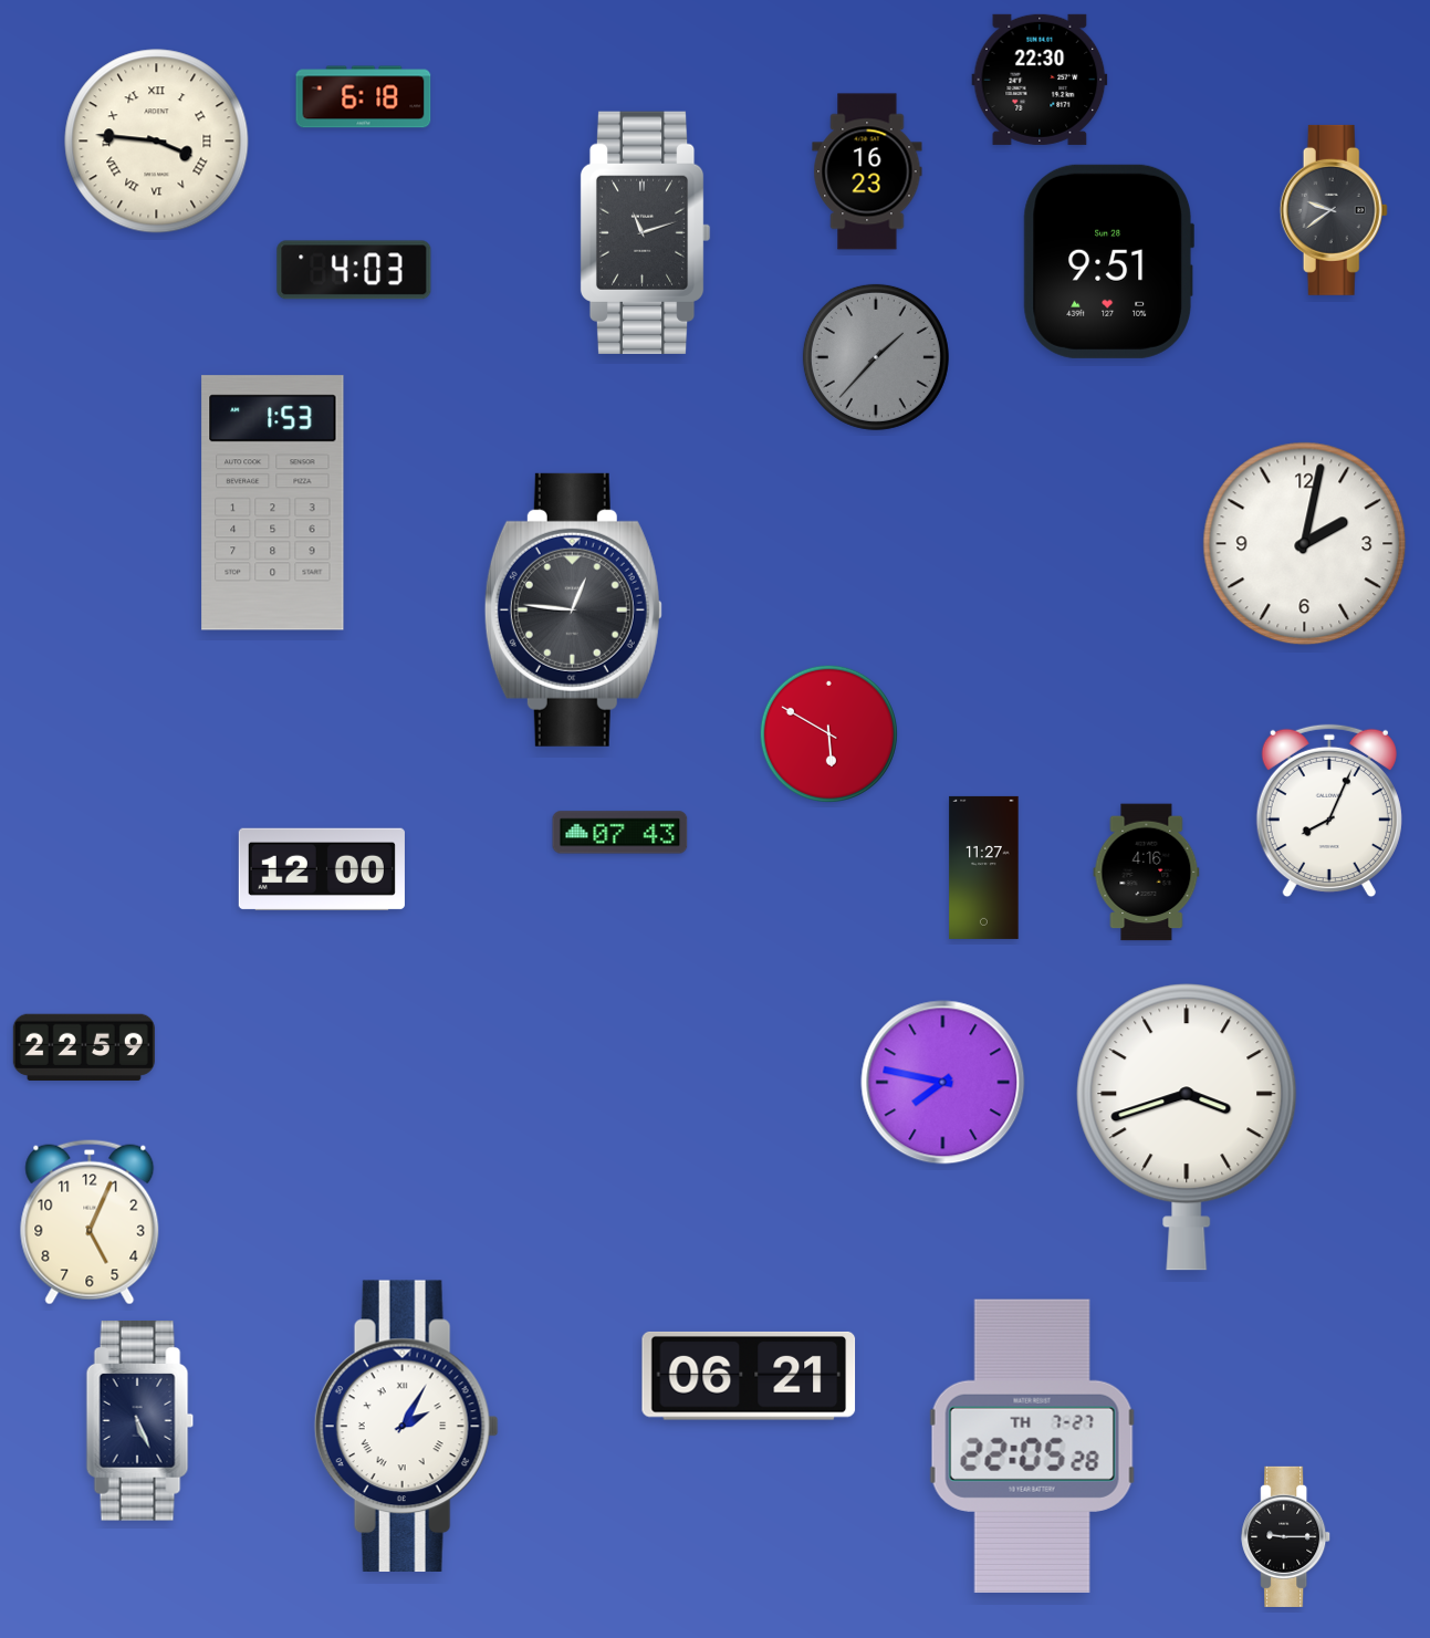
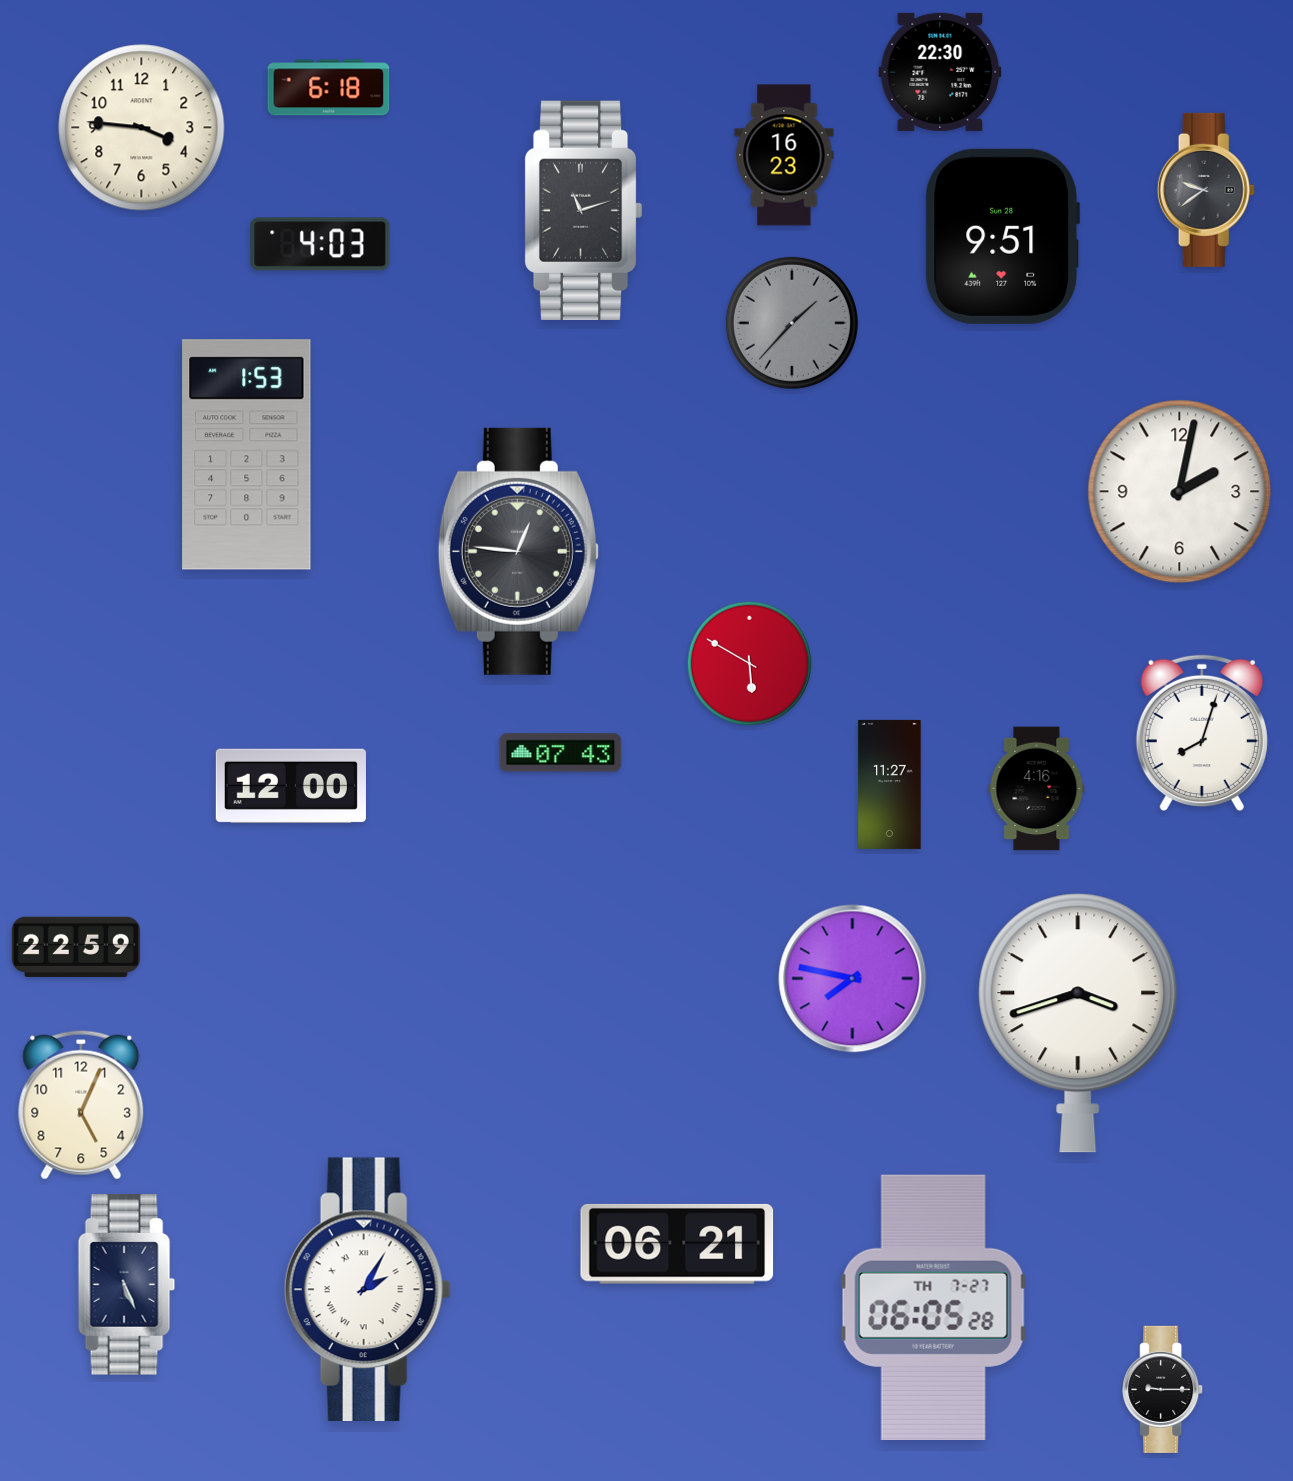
clock at (157, 142) numerals: Roman -> Arabic
clock at (1329, 811): 8:04 -> 8:03
clock at (1187, 1127) position: (1187, 1127) -> (1078, 1023)
clock at (1033, 1446): 22:05 -> 06:05
